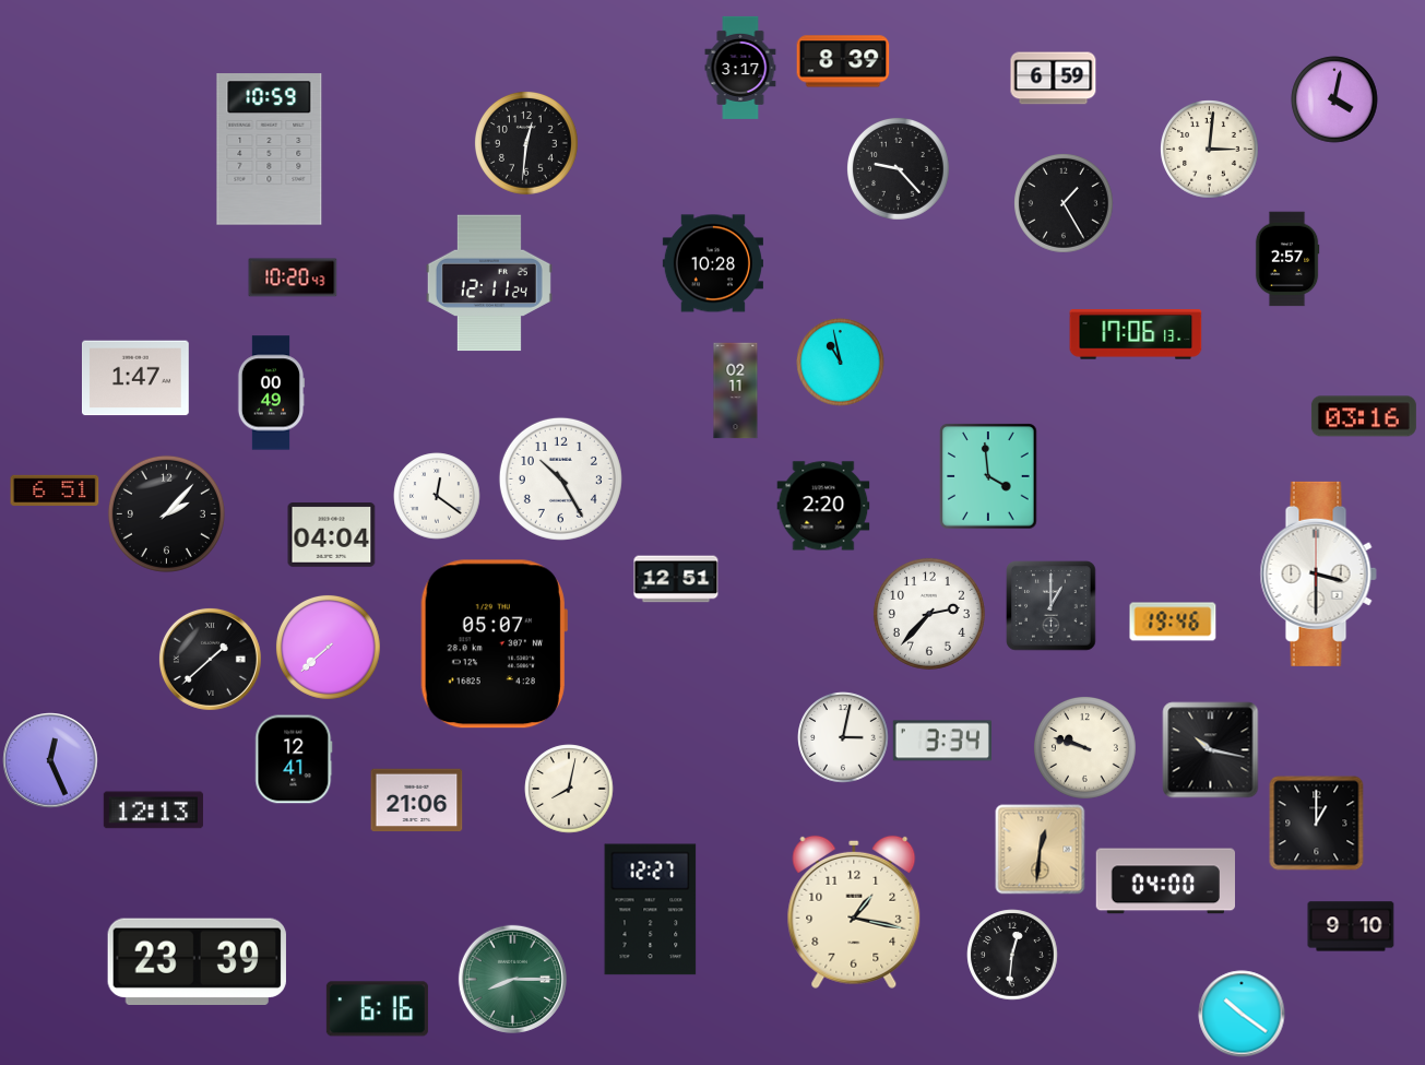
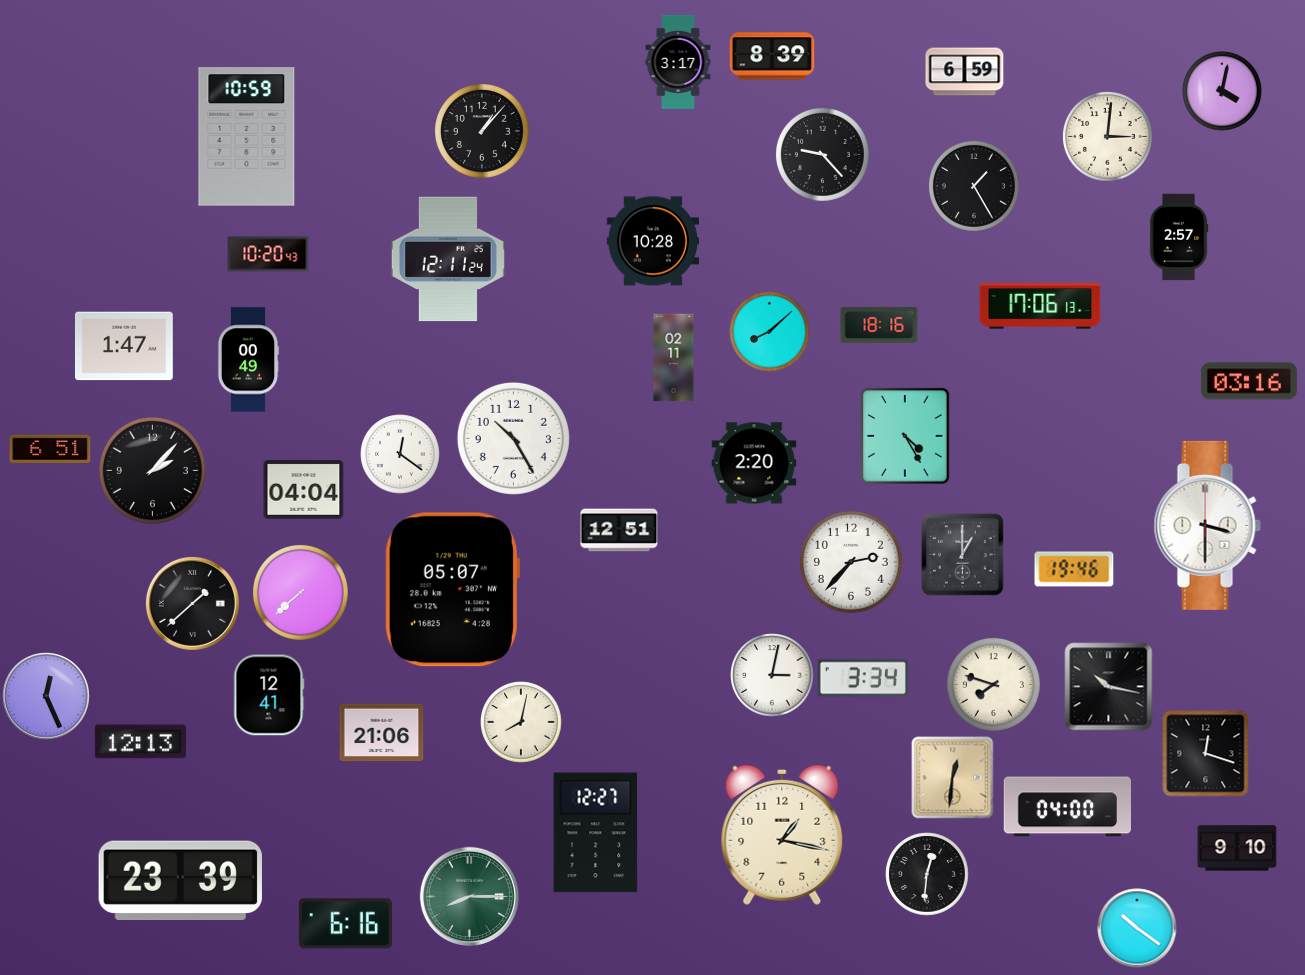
clock at (526, 143): 12:31 -> 1:07
clock at (879, 325): none -> 18:16
clock at (841, 363): 10:58 -> 8:08
clock at (988, 476): 3:59 -> 4:25
clock at (1084, 747): 9:48 -> 7:48
clock at (1317, 824): 1:00 -> 12:18
